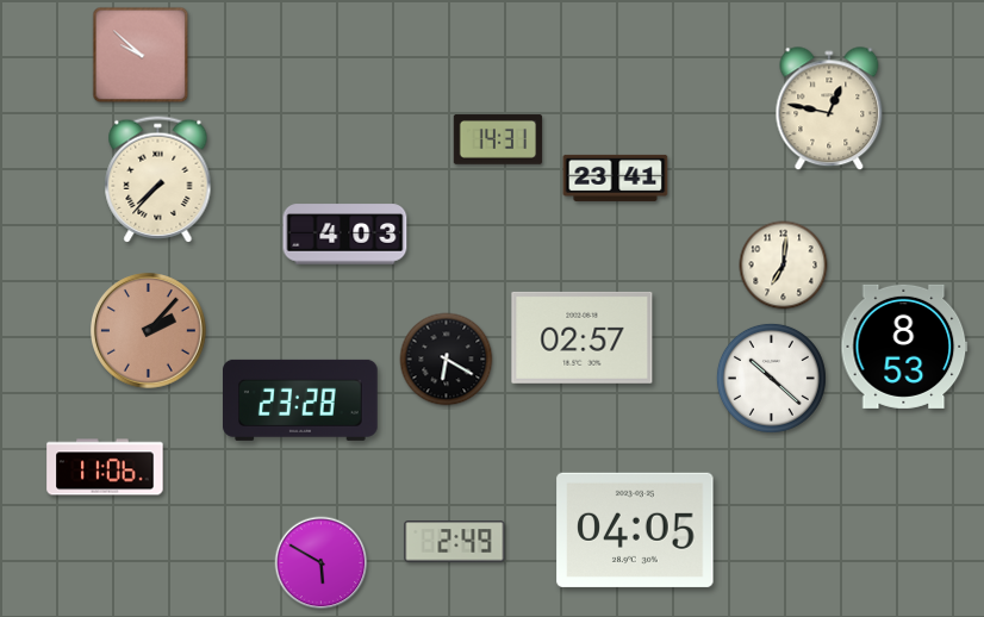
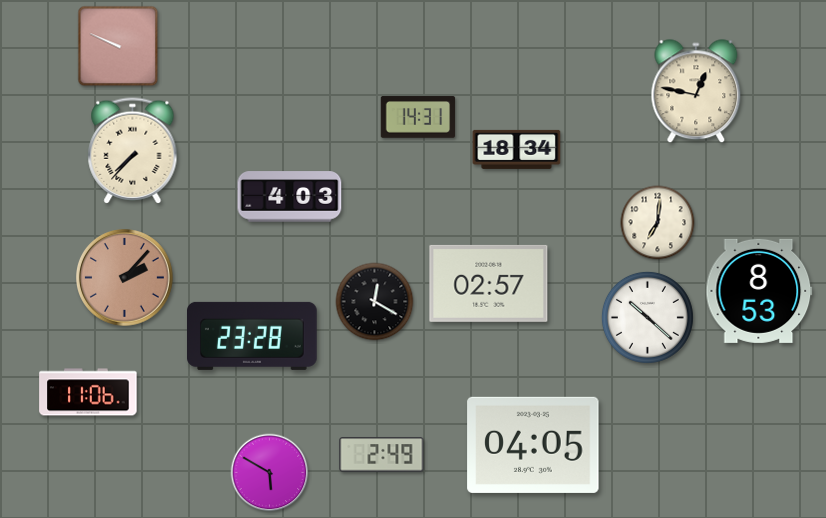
clock at (141, 55): 9:52 -> 9:49
clock at (616, 177): 23:41 -> 18:34
clock at (447, 360): 6:20 -> 12:20
